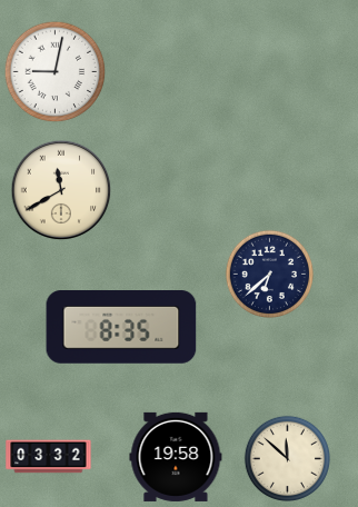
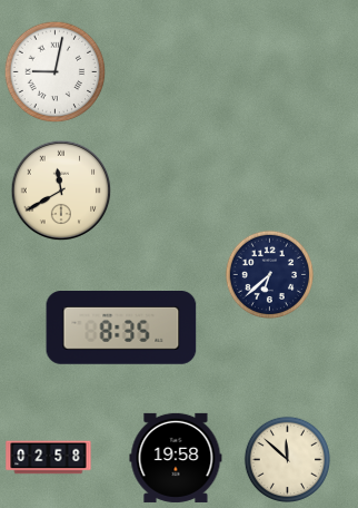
clock at (49, 457): 03:32 -> 02:58
